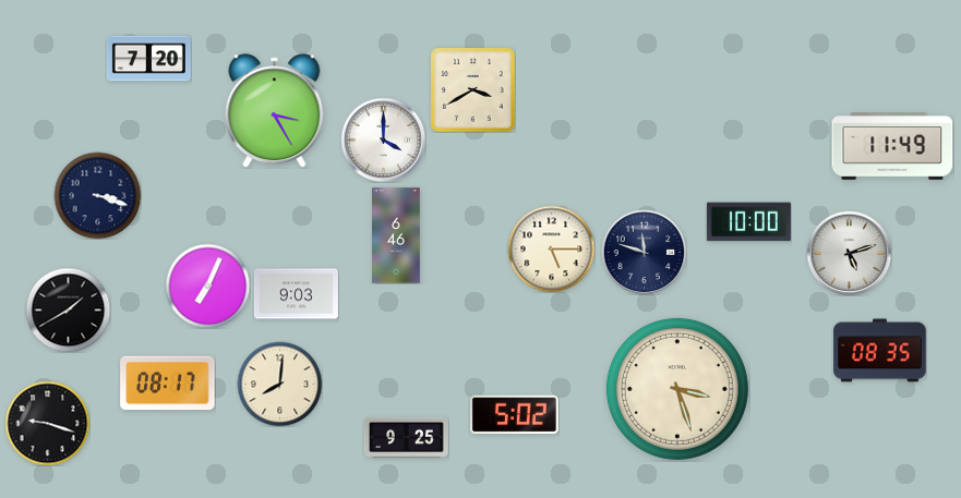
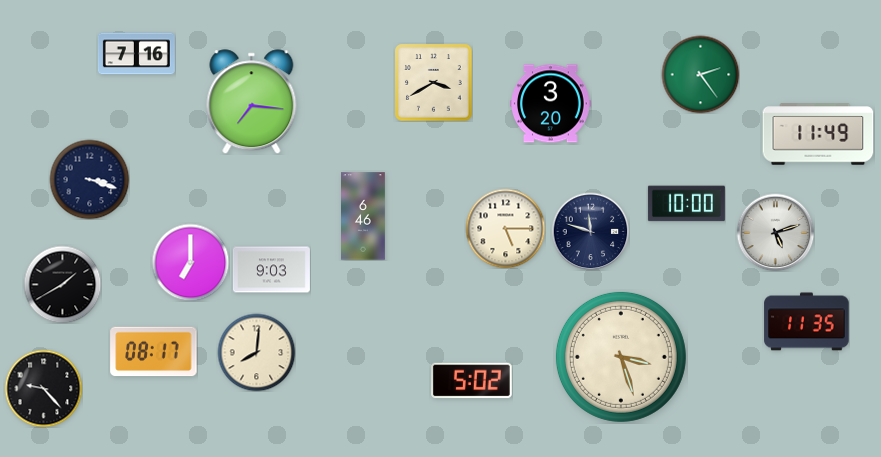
clock at (148, 59): 7:20 -> 7:16
clock at (700, 74): none -> 2:24
clock at (275, 111): 3:25 -> 7:16
clock at (551, 104): none -> 3:20
clock at (383, 139): 4:00 -> none
clock at (849, 253) position: (849, 253) -> (775, 232)
clock at (207, 286): 7:04 -> 7:00
clock at (880, 351): 08:35 -> 11:35
clock at (47, 423): 9:18 -> 9:23
clock at (406, 437): 9:25 -> none
